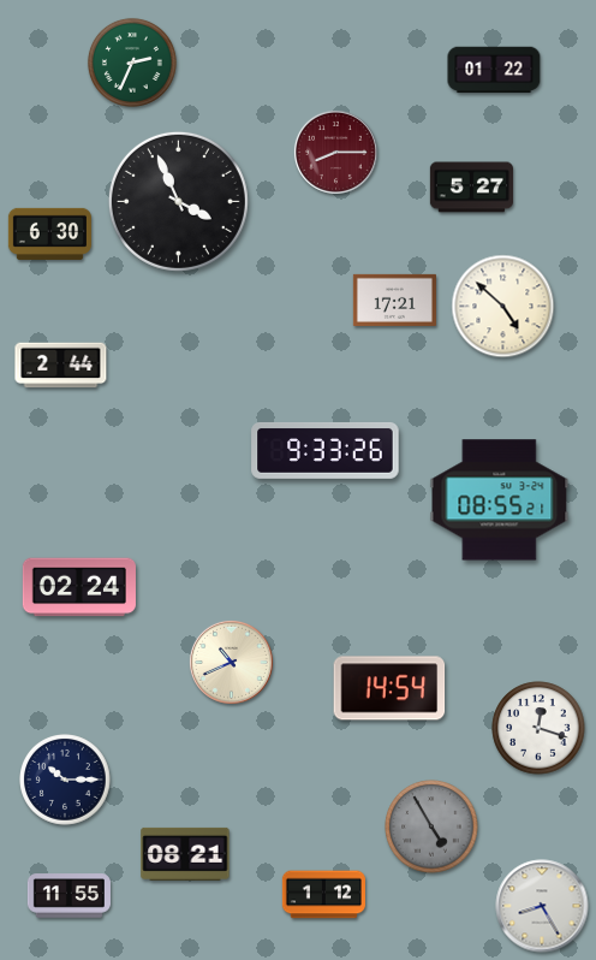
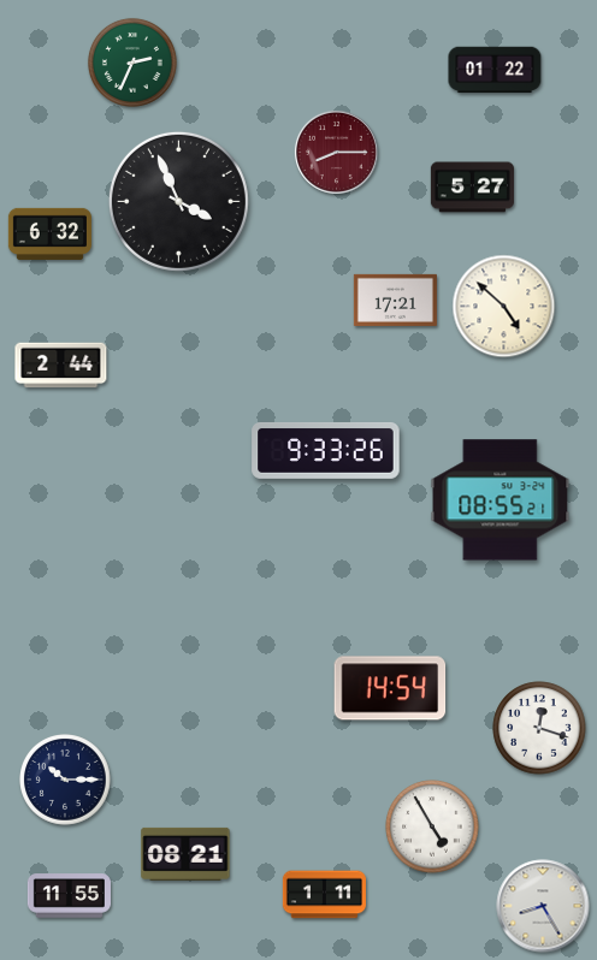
clock at (49, 233): 6:30 -> 6:32
clock at (79, 587): 02:24 -> none
clock at (231, 662): 10:41 -> none
clock at (431, 826) dial: grey -> white
clock at (323, 895): 1:12 -> 1:11
